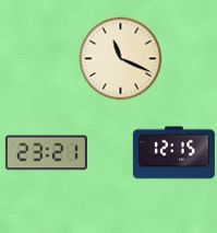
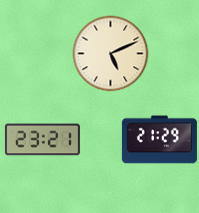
clock at (121, 59): 11:19 -> 5:11
clock at (173, 153): 12:15 -> 21:29
